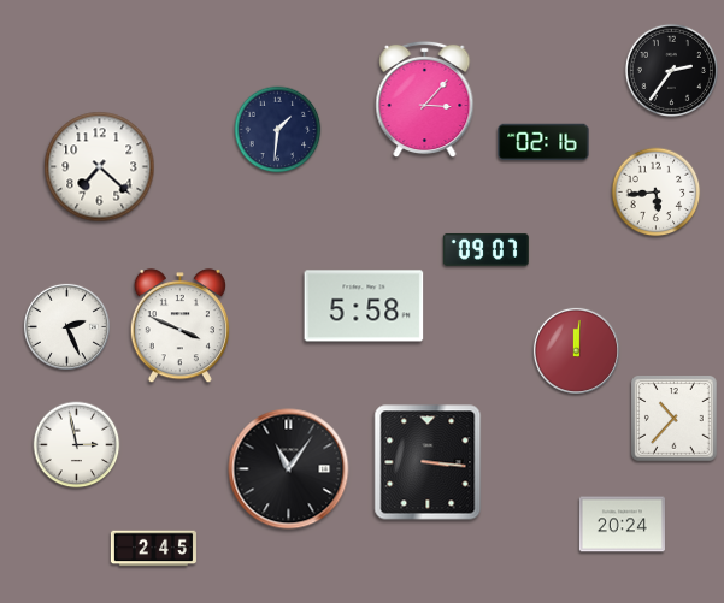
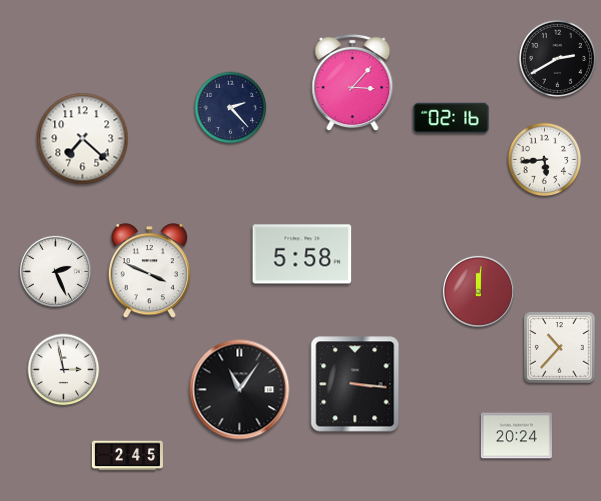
clock at (671, 70): 2:36 -> 2:40
clock at (278, 130): 1:31 -> 2:23
clock at (485, 249): 09:07 -> none
